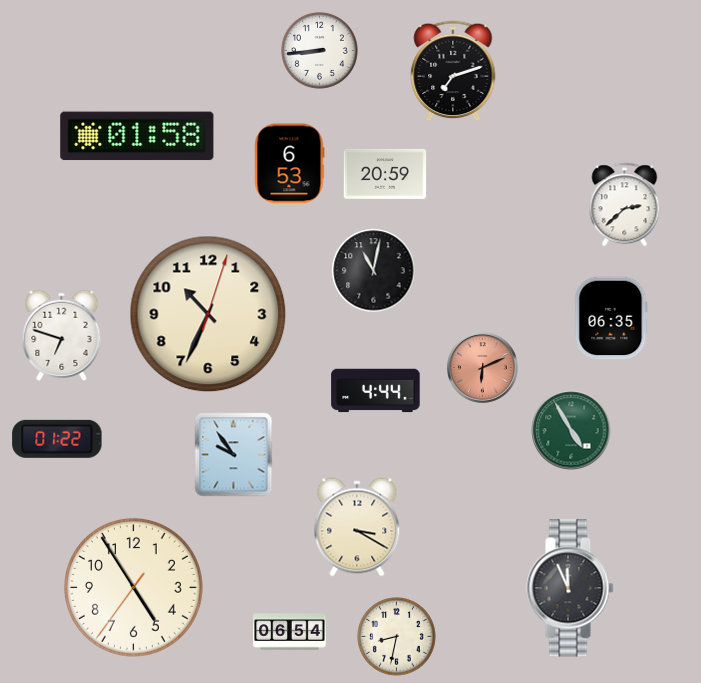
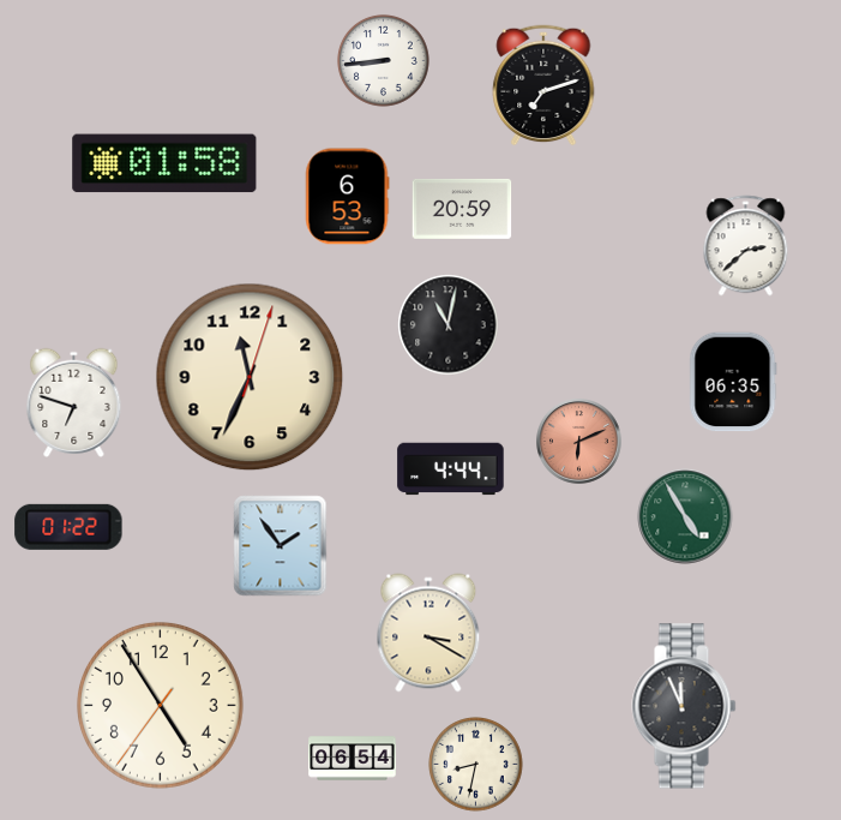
clock at (625, 205) position: (625, 205) -> (746, 246)
clock at (208, 314): 10:34 -> 11:34
clock at (234, 455): 9:54 -> 1:54
clock at (290, 632) position: (290, 632) -> (353, 759)
